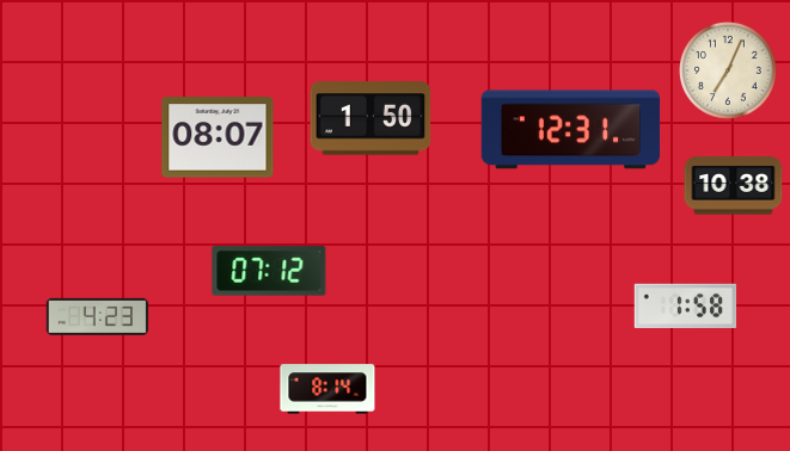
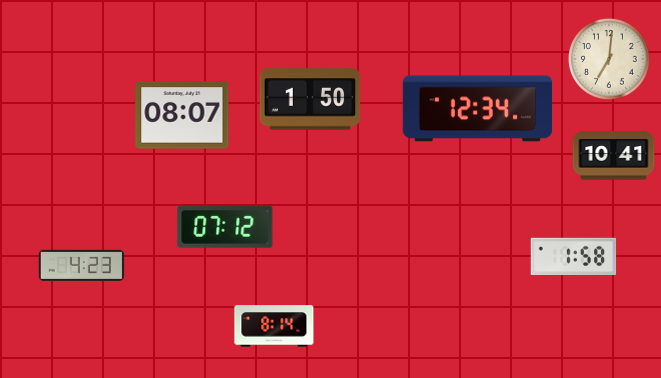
clock at (728, 70): 7:04 -> 7:01
clock at (571, 130): 12:31 -> 12:34
clock at (734, 186): 10:38 -> 10:41
